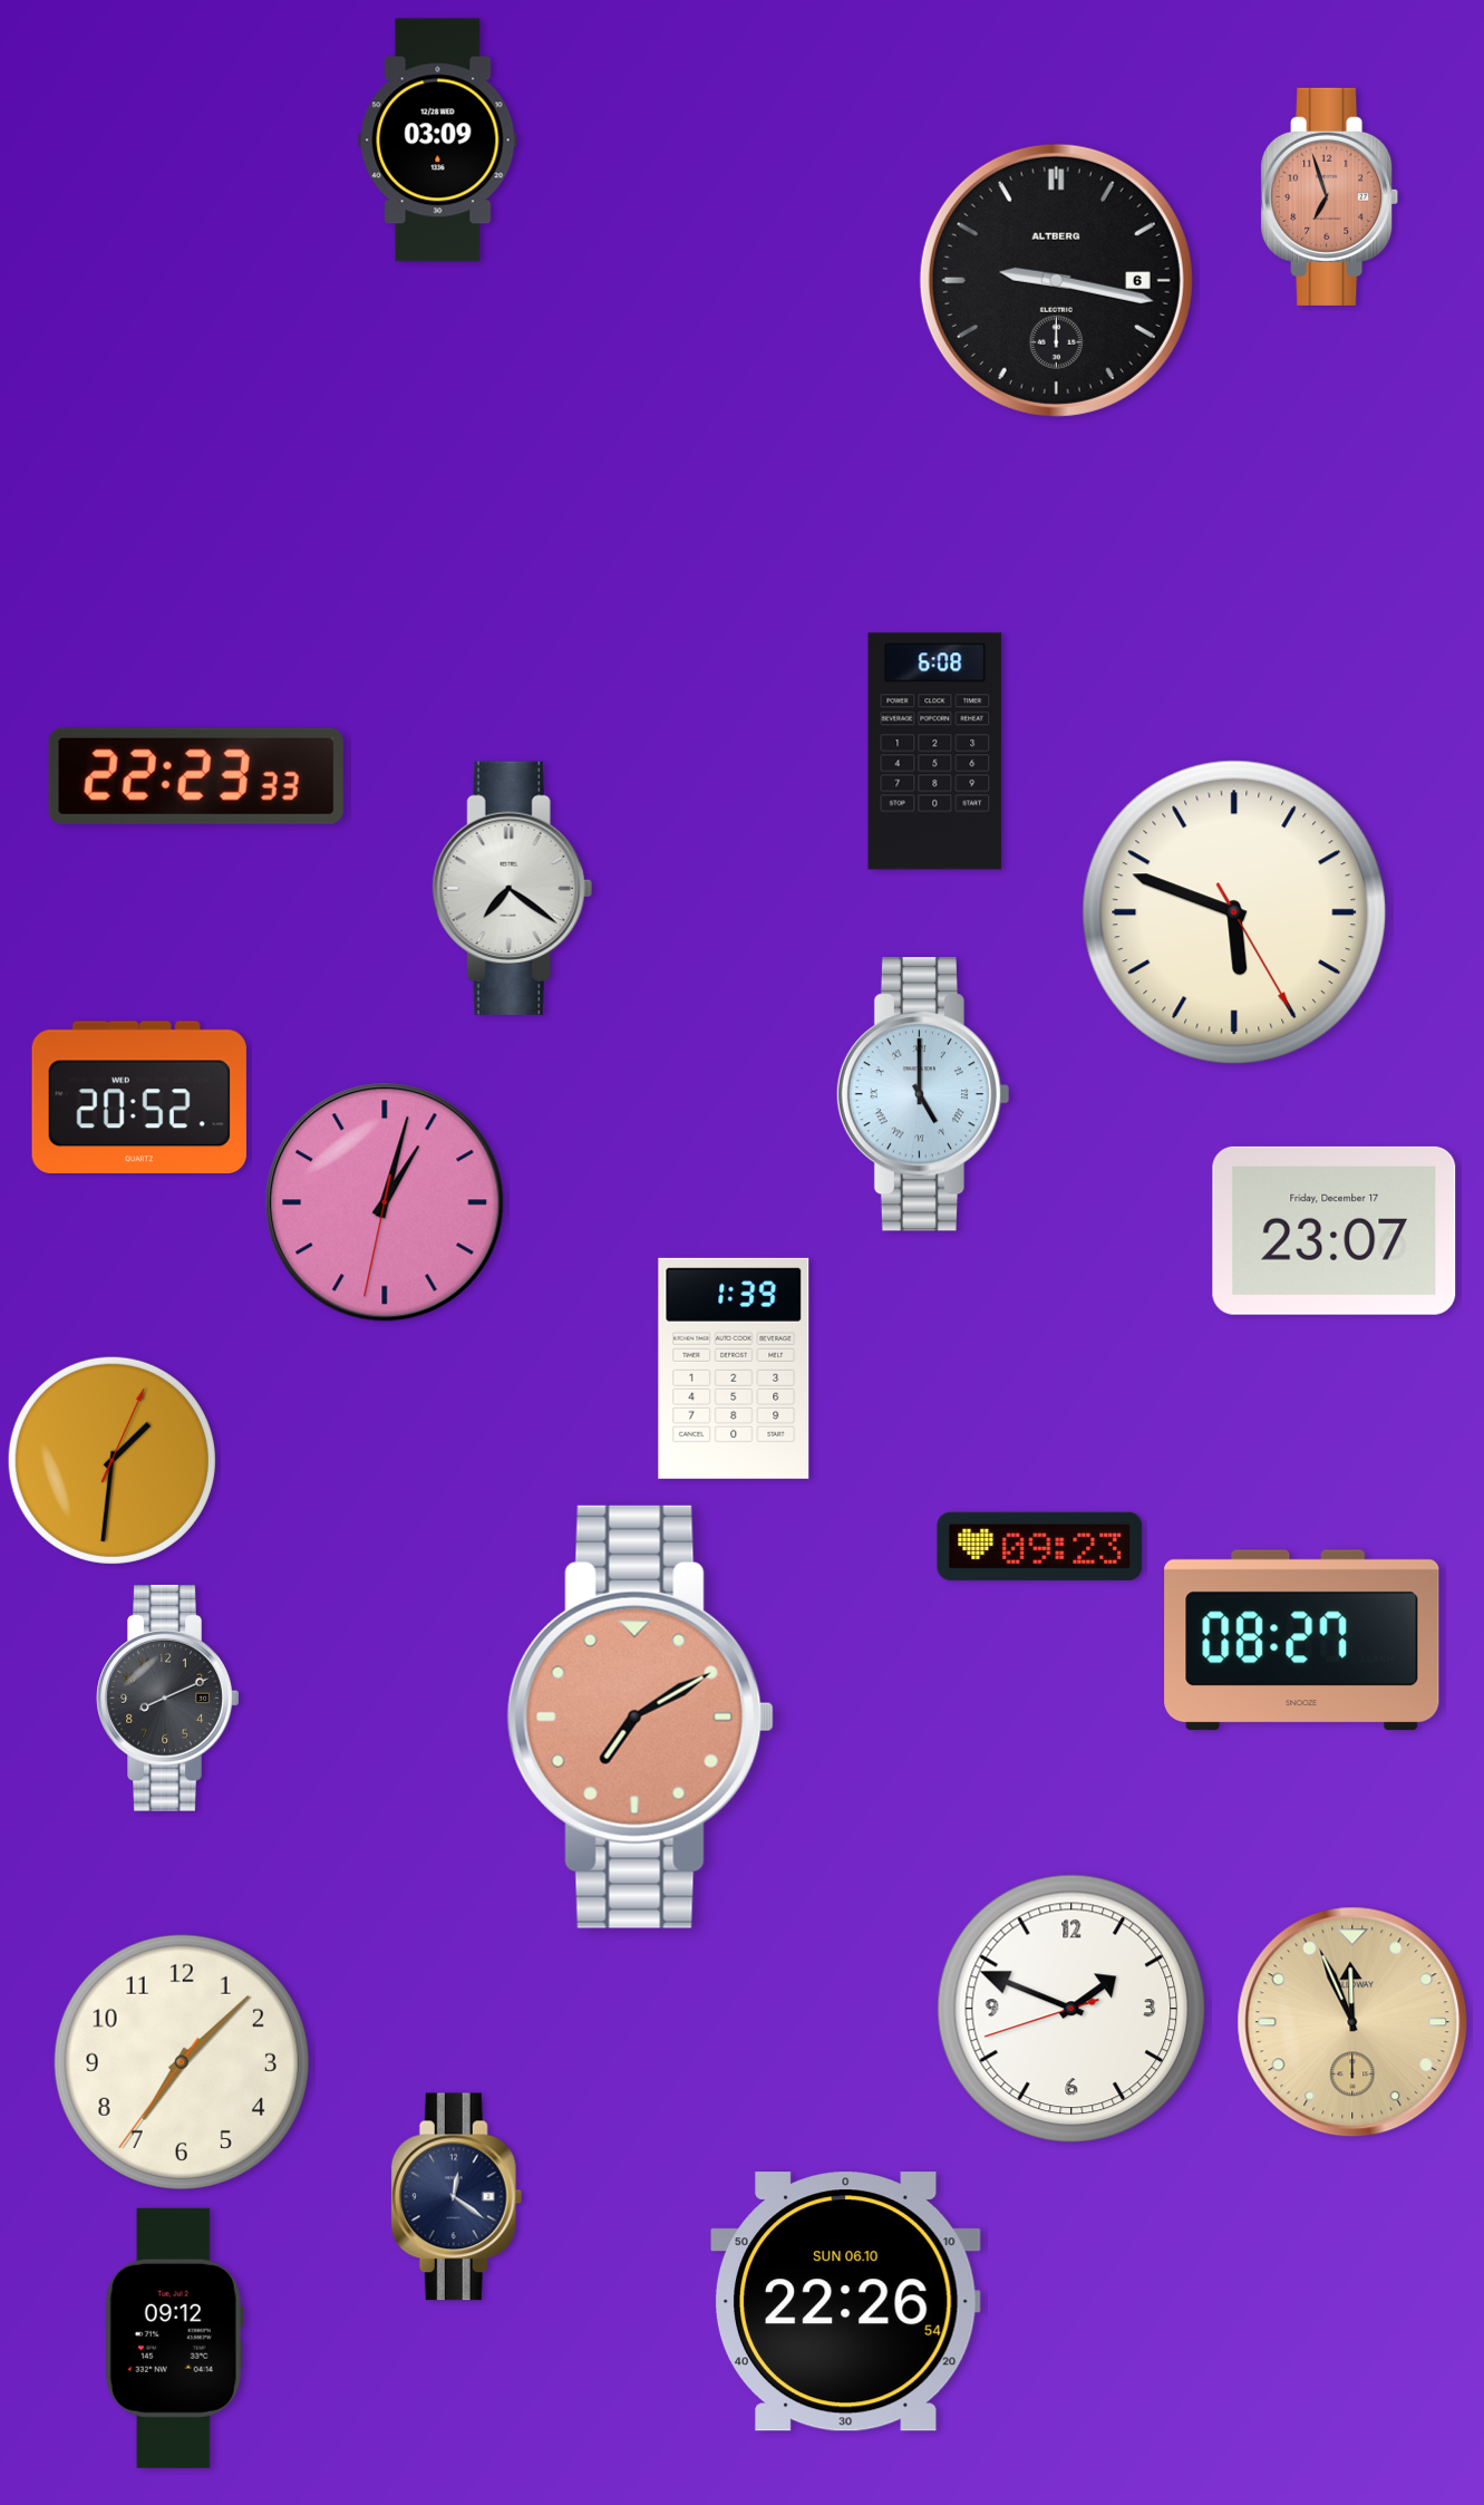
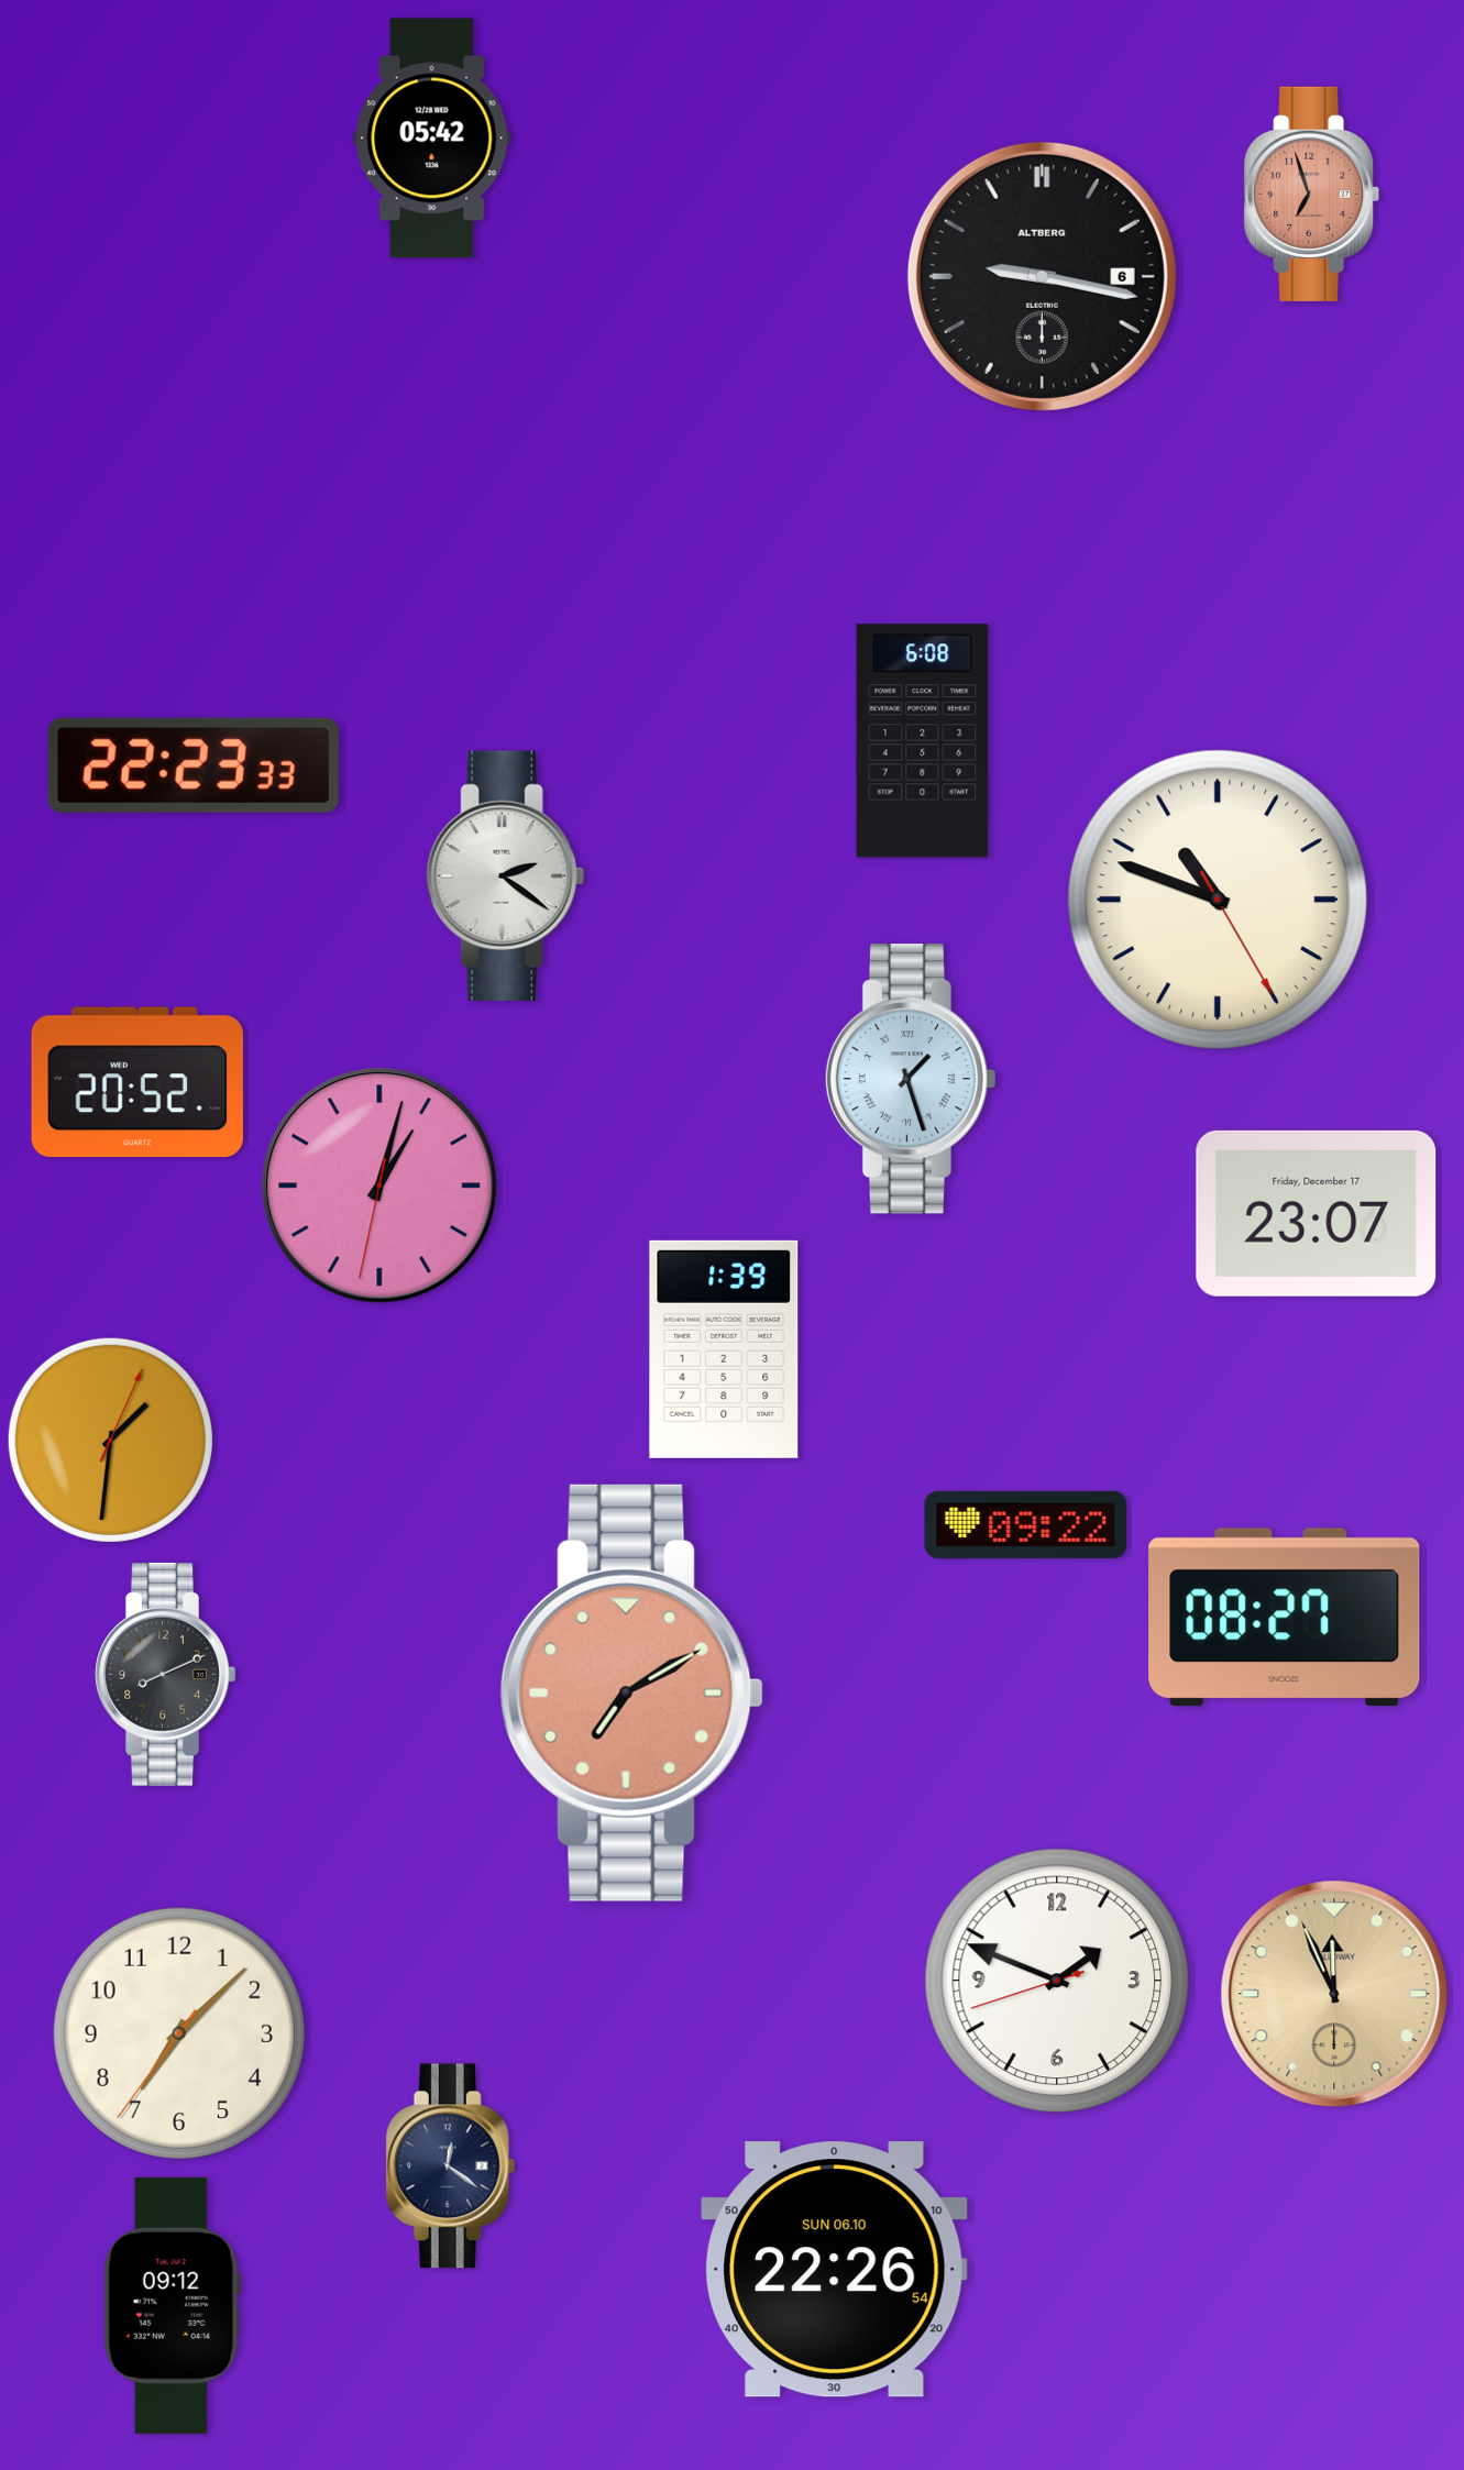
clock at (438, 141): 03:09 -> 05:42
clock at (512, 888): 7:21 -> 2:21
clock at (1234, 912): 5:48 -> 10:48
clock at (922, 1094): 5:00 -> 1:27
clock at (1040, 1546): 09:23 -> 09:22
